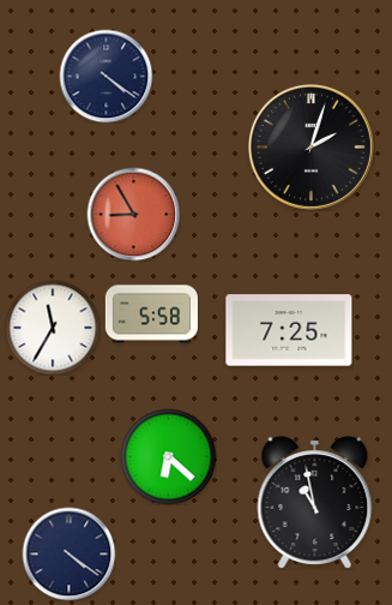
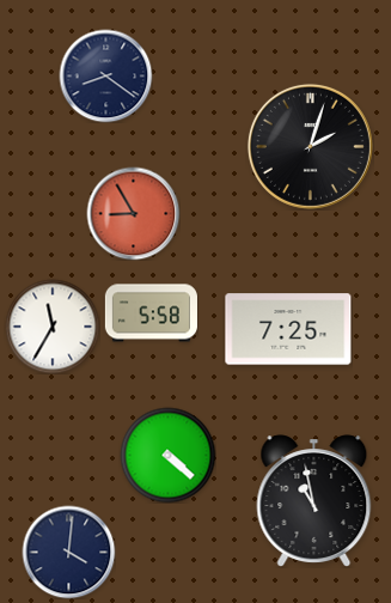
clock at (105, 76): 4:21 -> 8:21
clock at (168, 456): 6:22 -> 4:22
clock at (68, 553): 4:21 -> 4:01
